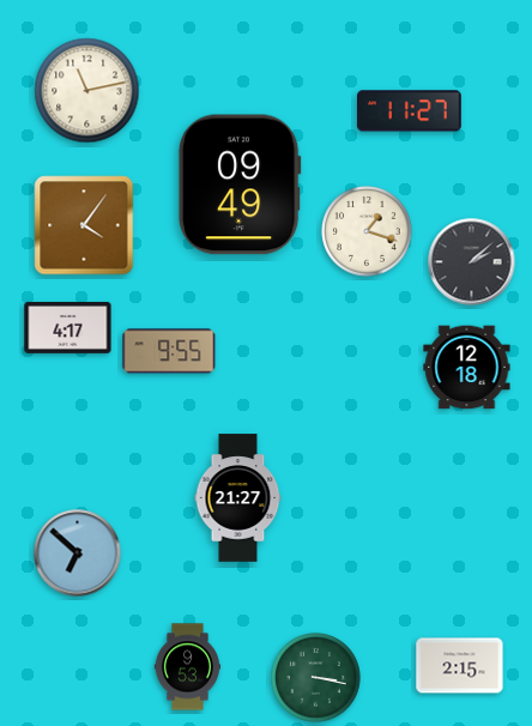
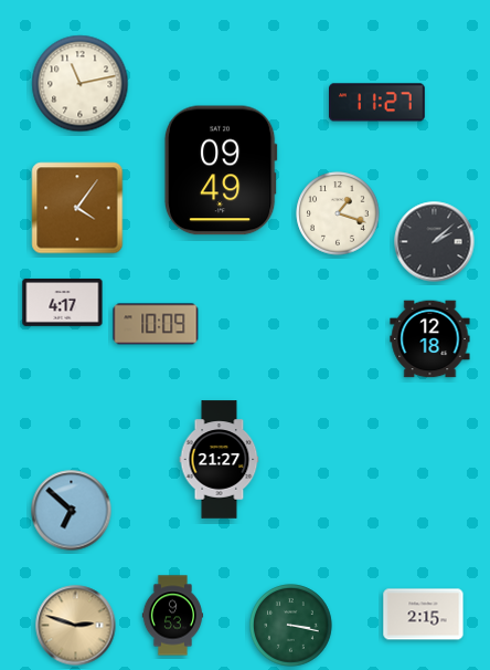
clock at (169, 351): 9:55 -> 10:09
clock at (76, 626): none -> 2:48
